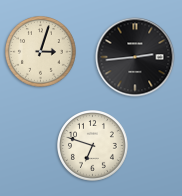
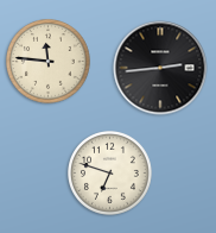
clock at (41, 52): 3:03 -> 11:46
